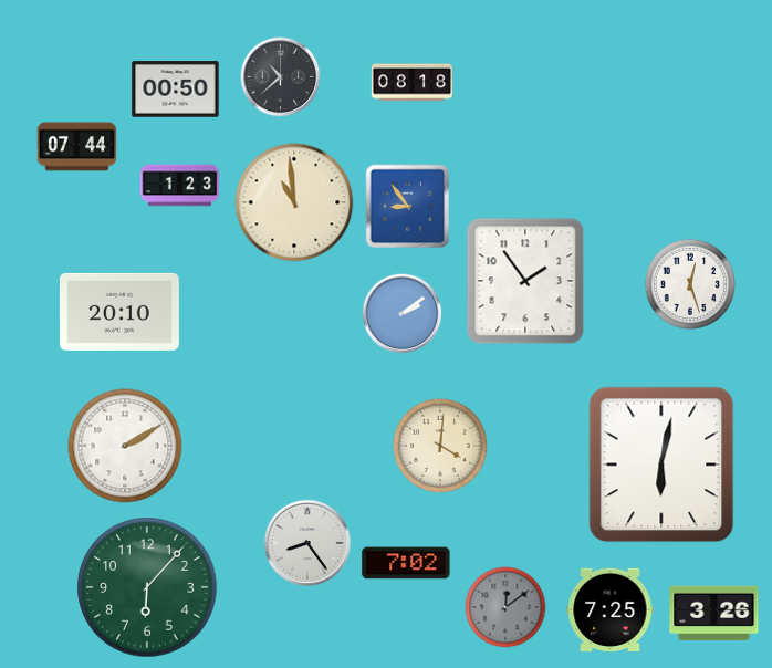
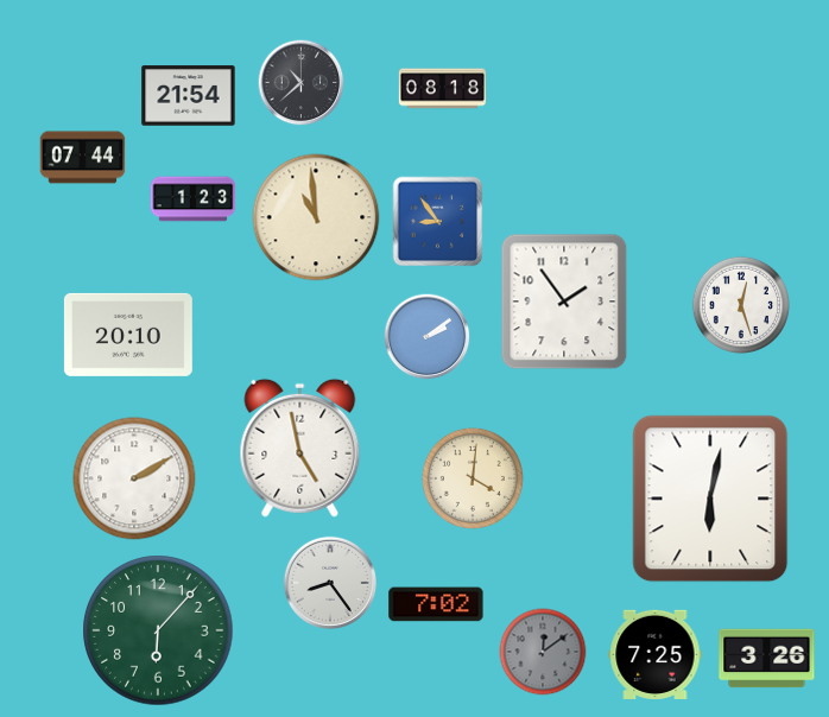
clock at (176, 90): 00:50 -> 21:54
clock at (403, 314) position: (403, 314) -> (428, 337)
clock at (300, 448): none -> 4:58
